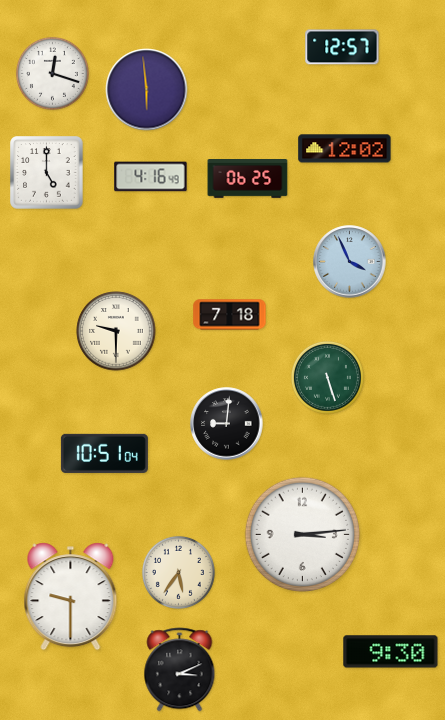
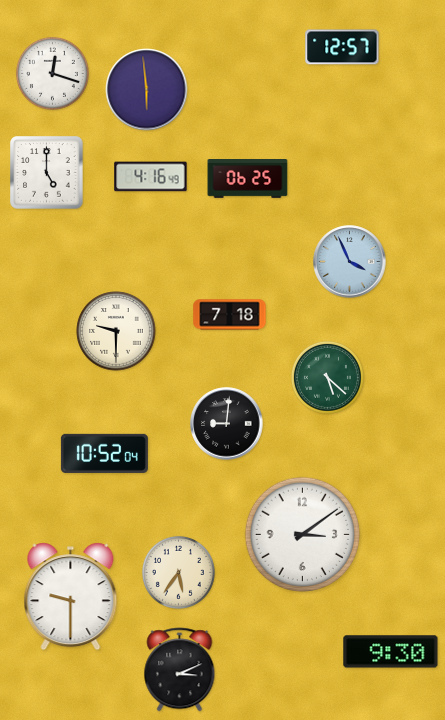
clock at (345, 149): 12:02 -> none
clock at (327, 377): 5:27 -> 5:22
clock at (104, 453): 10:51 -> 10:52
clock at (302, 534): 3:14 -> 3:09
